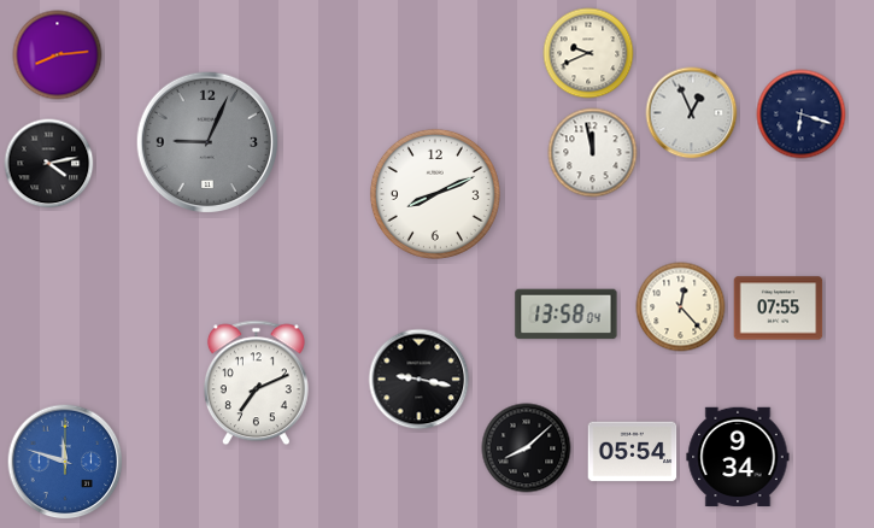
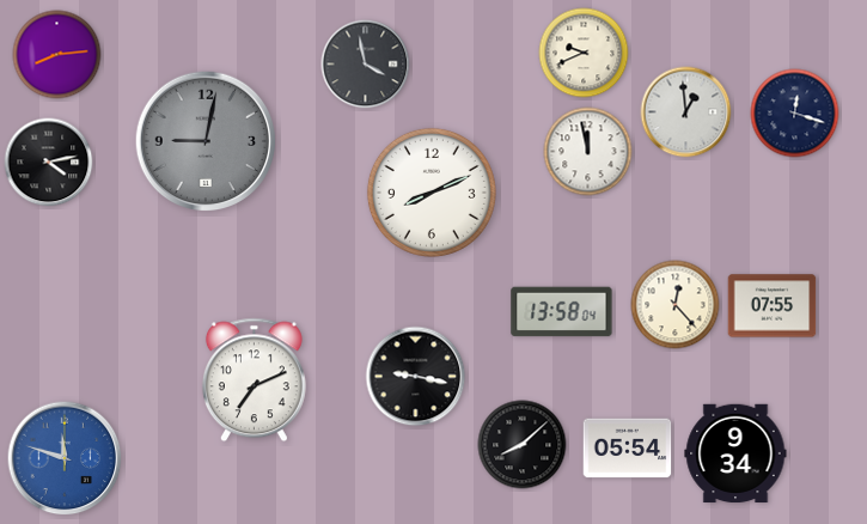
clock at (366, 65): none -> 3:58
clock at (692, 113): 12:56 -> 12:59
clock at (802, 115): 6:18 -> 12:18
clock at (207, 142): 9:04 -> 9:02
clock at (738, 457) position: (738, 457) -> (735, 453)
